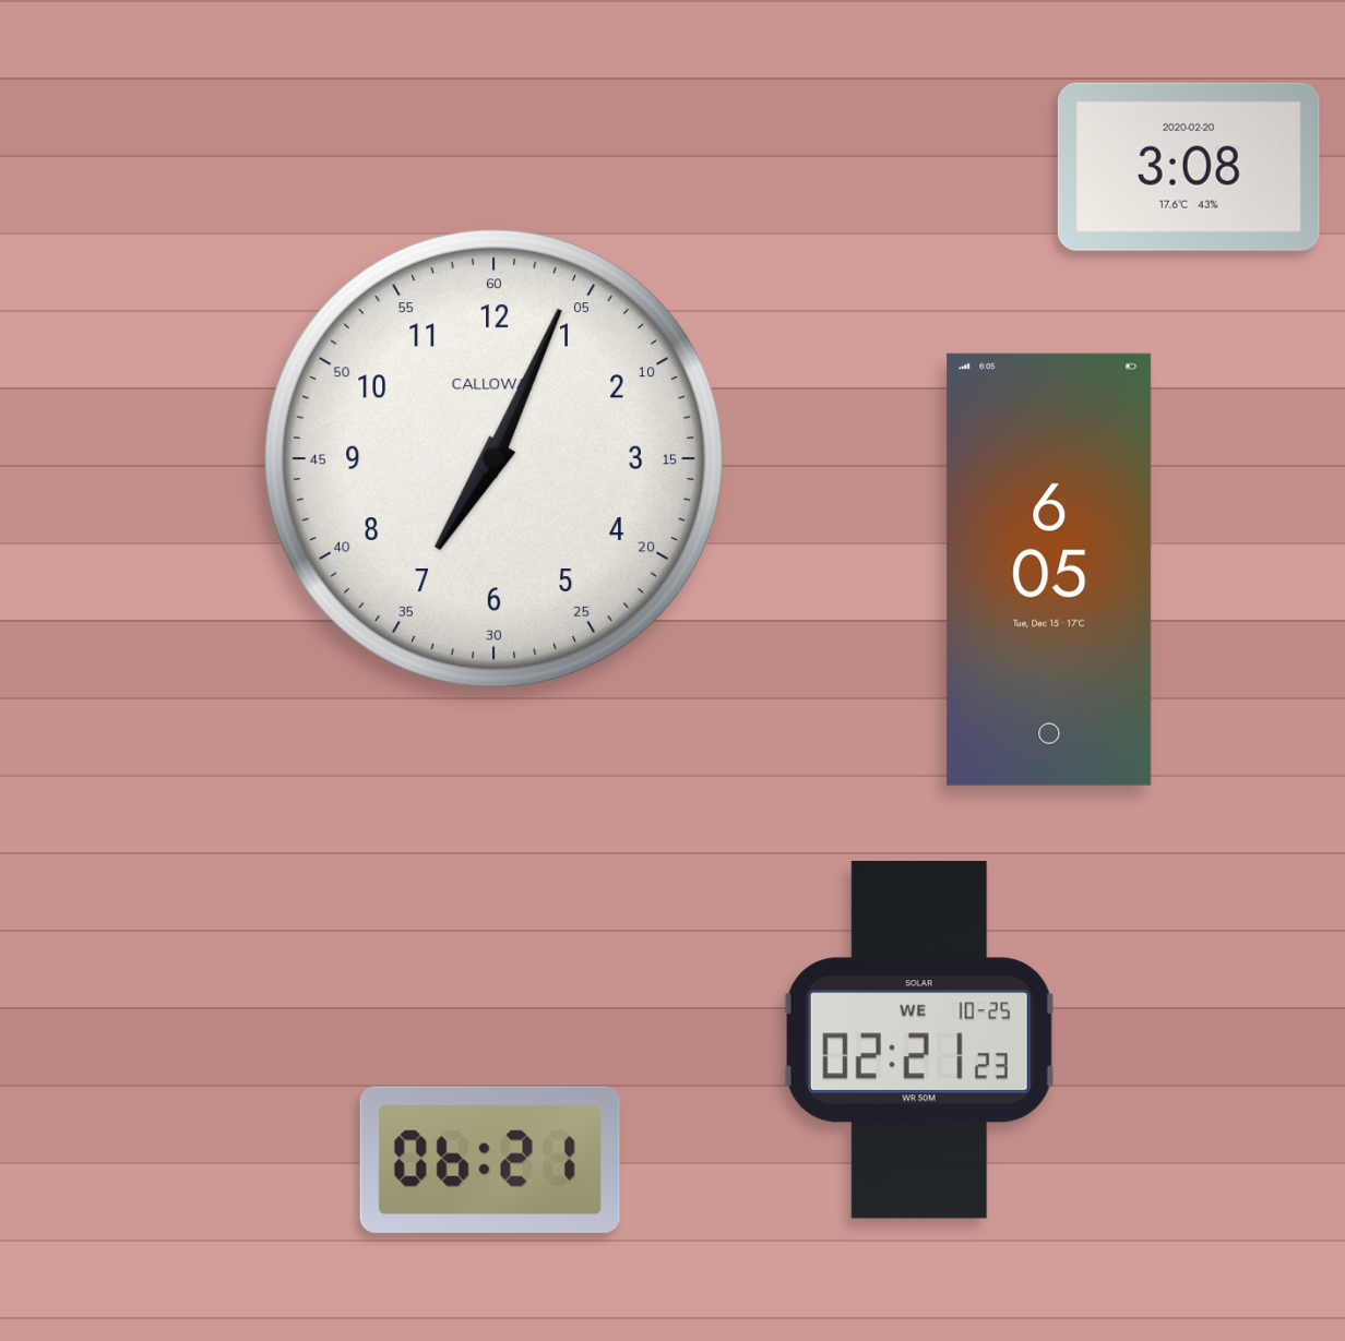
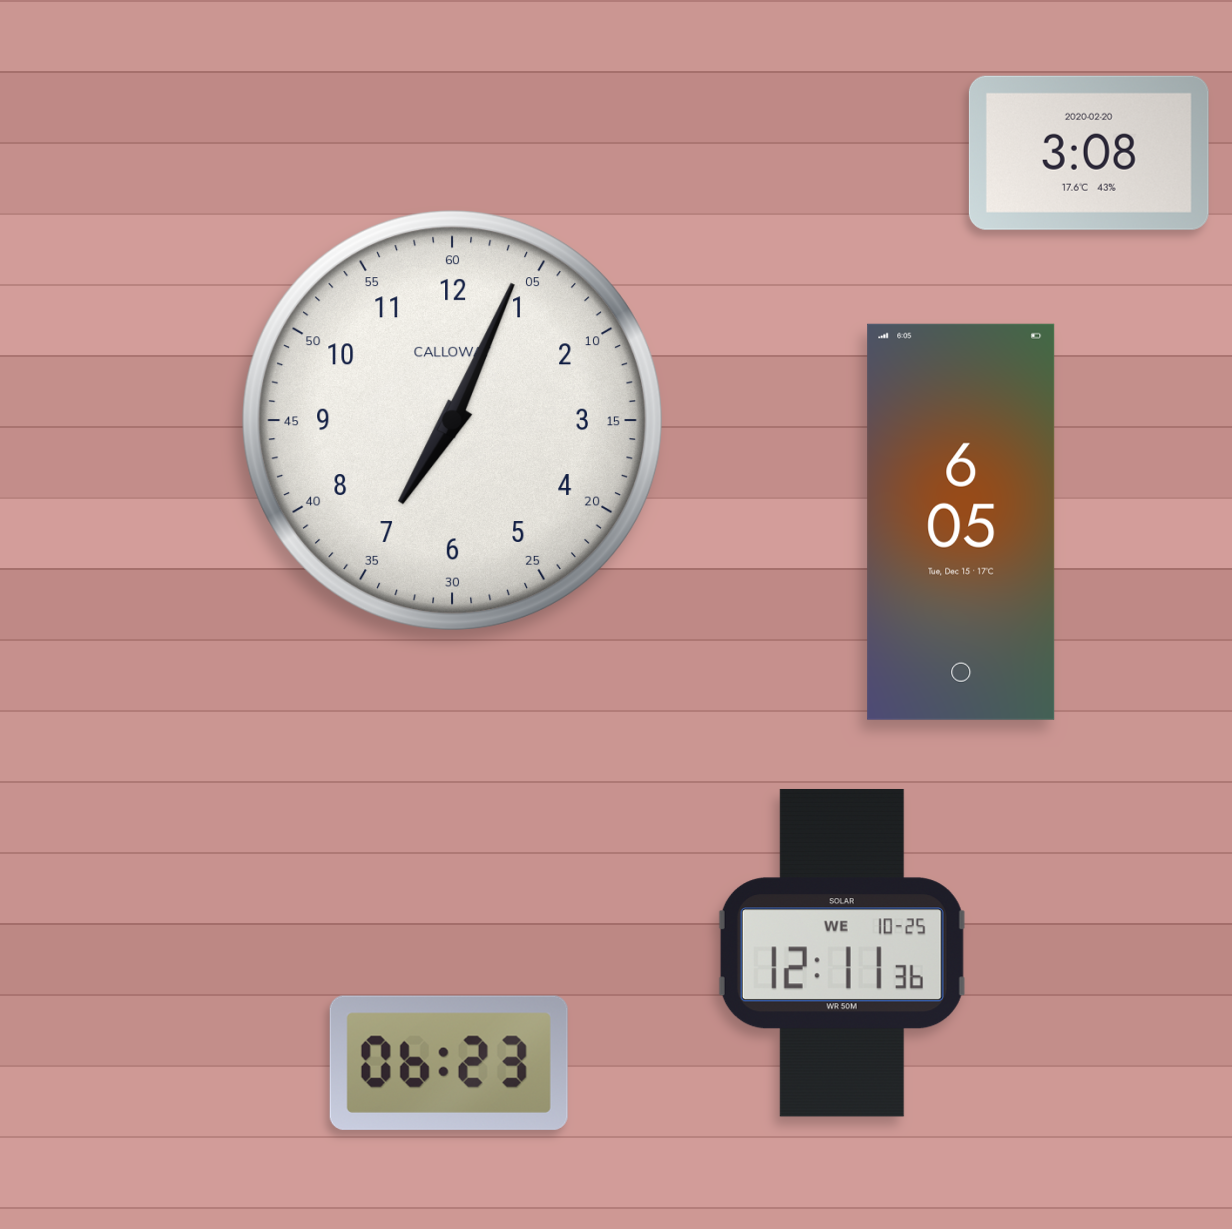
clock at (919, 1040): 02:21 -> 12:11
clock at (490, 1160): 06:21 -> 06:23
